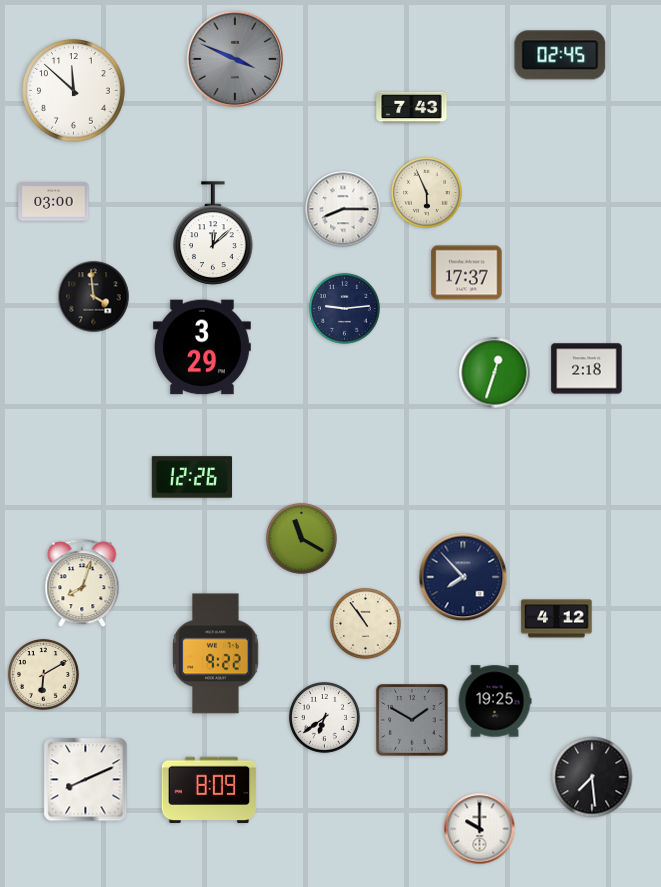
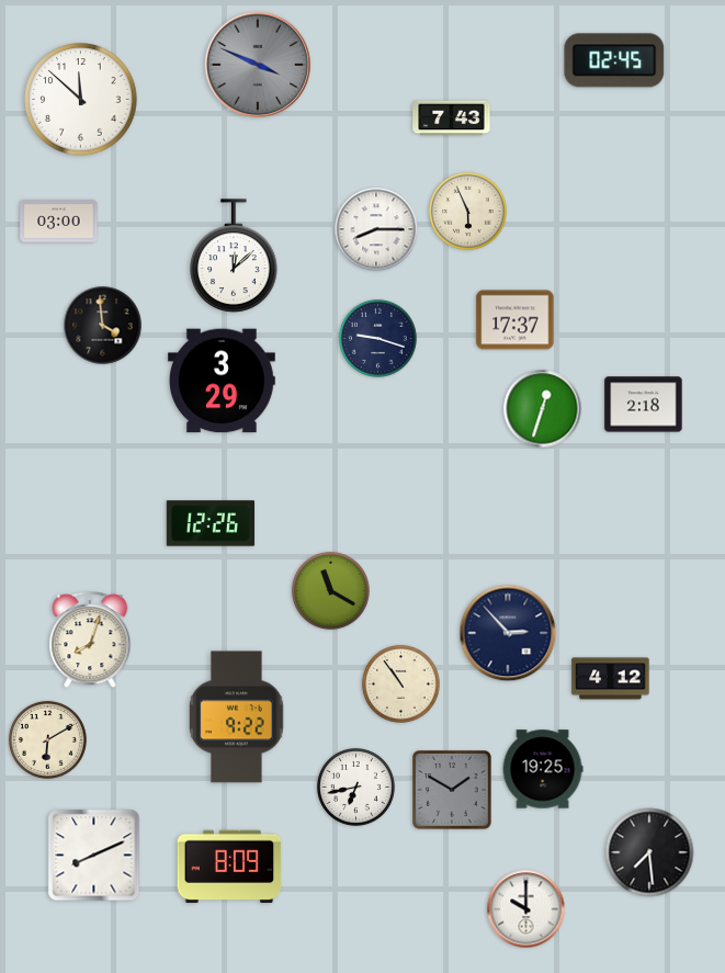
clock at (467, 273) position: (467, 273) -> (516, 320)
clock at (344, 308): 9:14 -> 9:18
clock at (463, 577): 7:53 -> 2:53
clock at (324, 717): 6:39 -> 6:43
